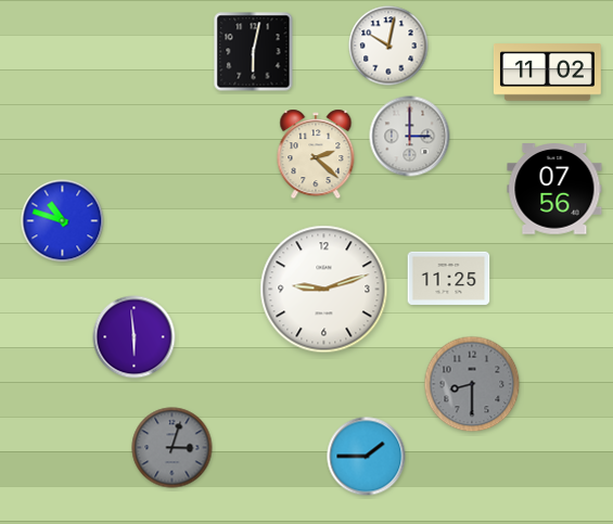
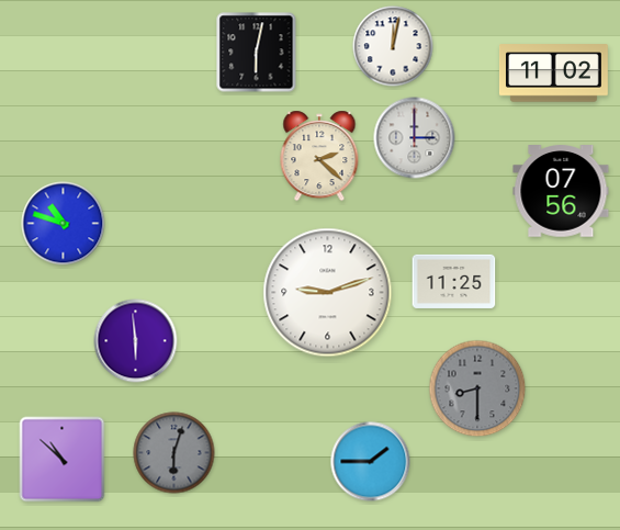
clock at (388, 46): 10:02 -> 12:02
clock at (173, 448): 3:03 -> 6:03
clock at (63, 460): none -> 10:52
